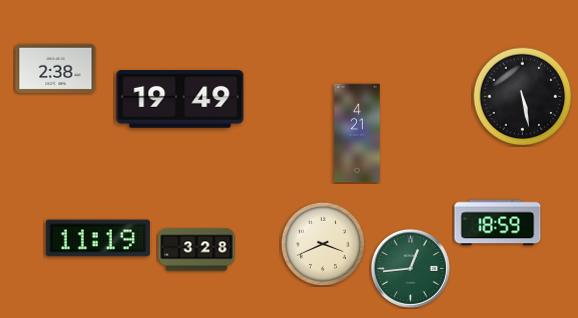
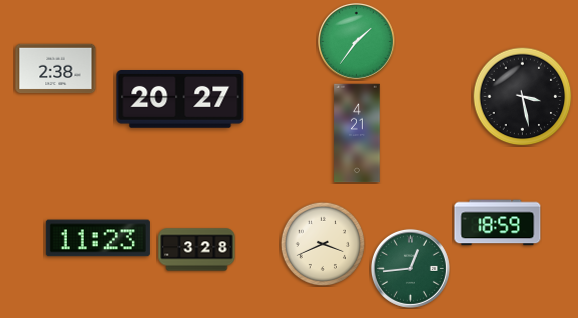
clock at (357, 42): none -> 1:36
clock at (523, 97): 5:28 -> 3:28
clock at (180, 100): 19:49 -> 20:27
clock at (98, 238): 11:19 -> 11:23
